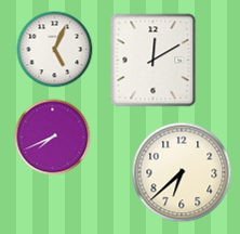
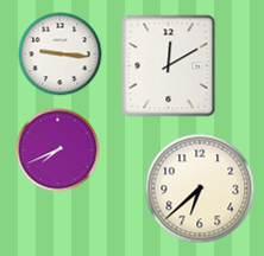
clock at (55, 50): 5:04 -> 9:16
